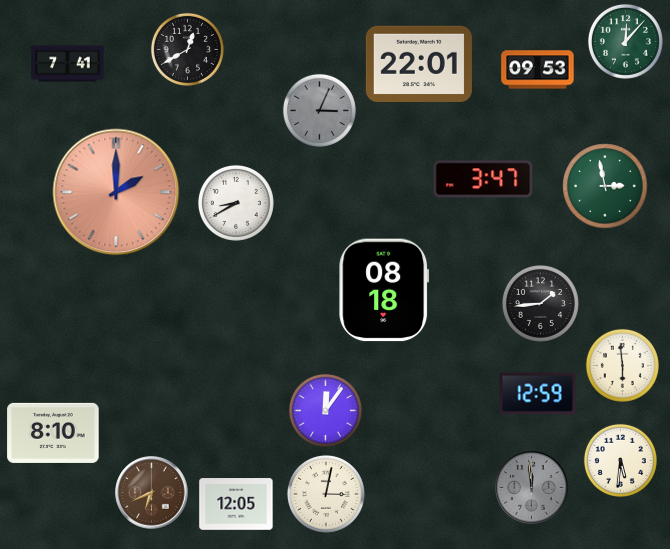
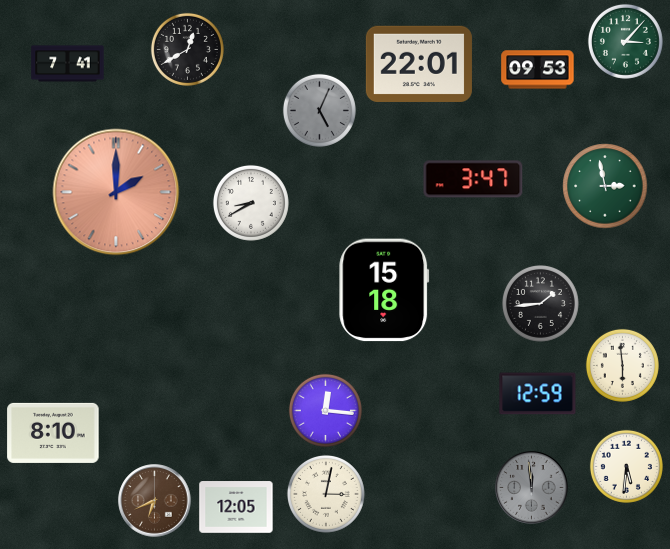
clock at (625, 41): 12:07 -> 3:07
clock at (319, 110): 3:04 -> 5:04
clock at (483, 179) position: (483, 179) -> (473, 179)
clock at (236, 203) position: (236, 203) -> (251, 203)
clock at (384, 290): 08:18 -> 15:18
clock at (325, 410): 12:06 -> 12:16
clock at (620, 460) position: (620, 460) -> (626, 466)
clock at (152, 493) position: (152, 493) -> (155, 501)
clock at (236, 504) position: (236, 504) -> (236, 507)
